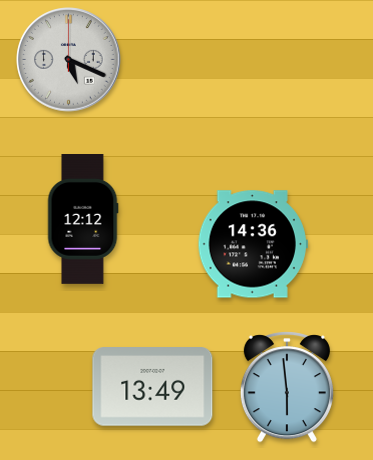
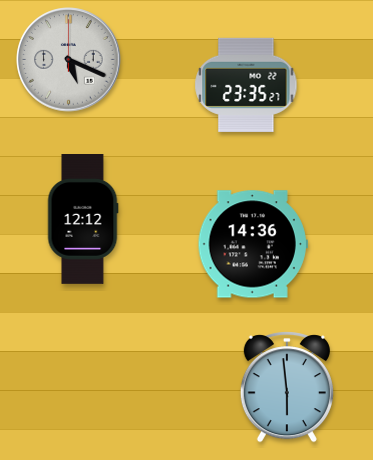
clock at (246, 85): none -> 23:35
clock at (153, 387): 13:49 -> none
